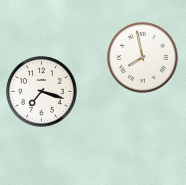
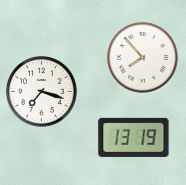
clock at (143, 58): 7:58 -> 7:53
clock at (134, 137): none -> 13:19
